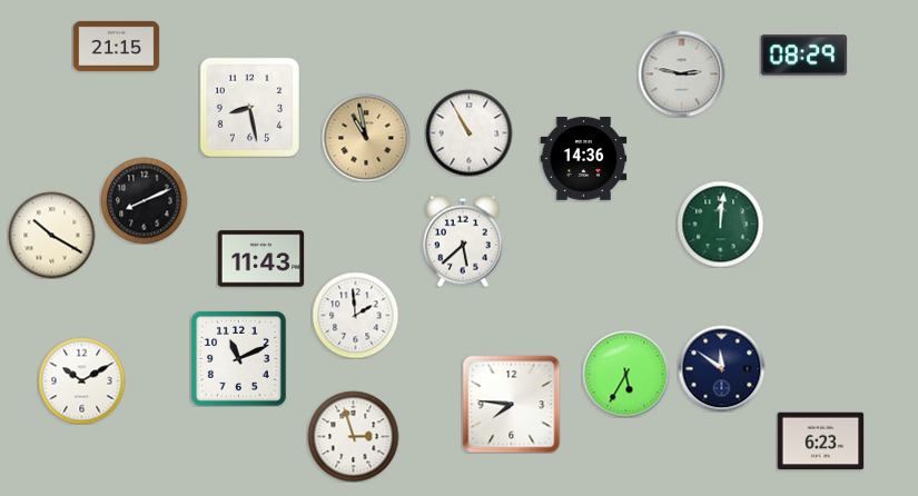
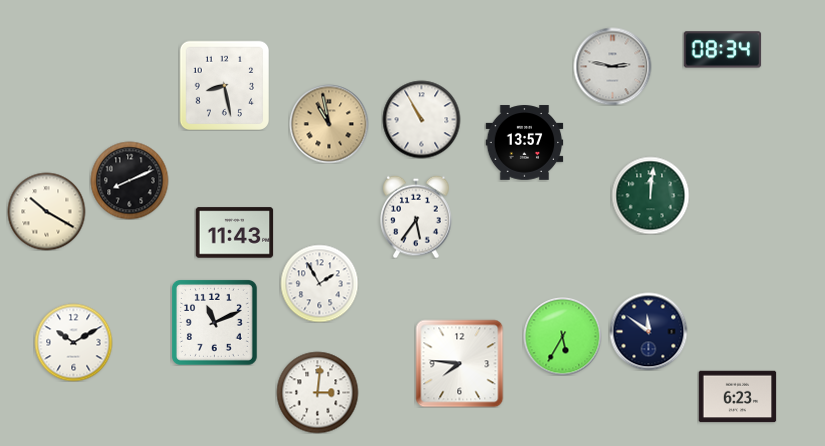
clock at (116, 46): 21:15 -> none
clock at (803, 56): 08:29 -> 08:34
clock at (249, 107) position: (249, 107) -> (224, 85)
clock at (583, 159): 14:36 -> 13:57
clock at (720, 224) position: (720, 224) -> (650, 195)
clock at (463, 241): 5:38 -> 5:36
clock at (355, 315): 1:59 -> 1:55
clock at (353, 436): 2:57 -> 3:01
